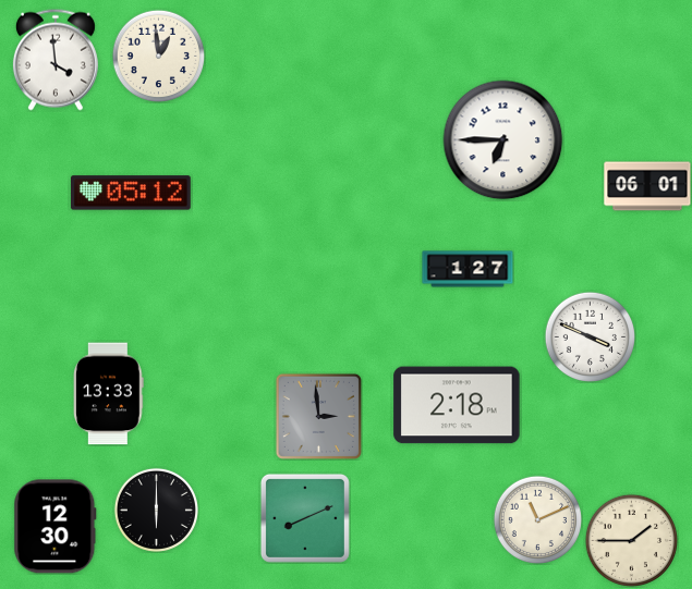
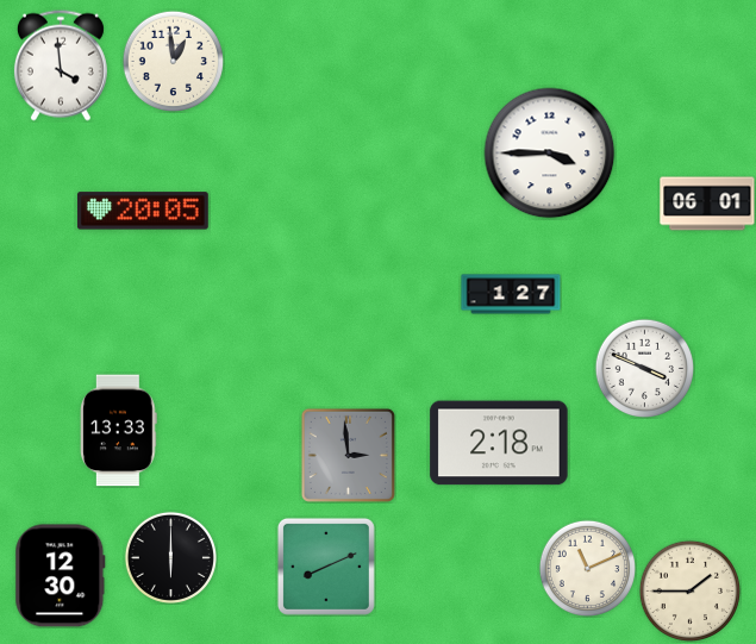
clock at (503, 140): 6:45 -> 3:45
clock at (131, 193): 05:12 -> 20:05
clock at (305, 518) position: (305, 518) -> (326, 567)
